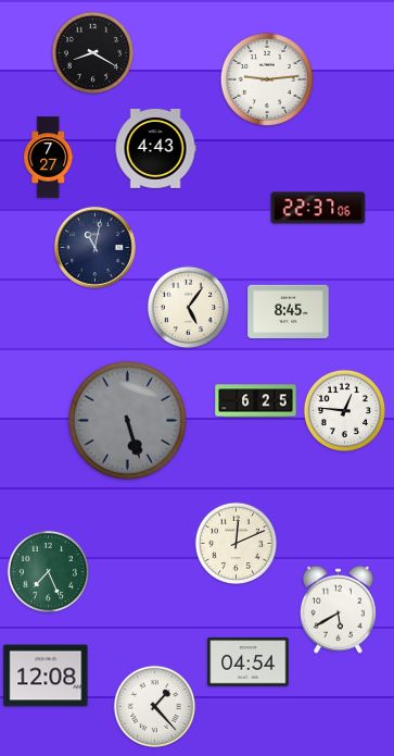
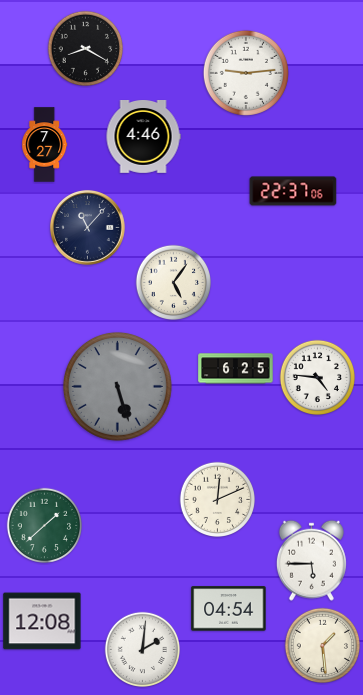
clock at (155, 149): 4:43 -> 4:46
clock at (94, 247): 11:02 -> 11:07
clock at (289, 311): 8:45 -> none
clock at (345, 411): 12:46 -> 4:46
clock at (49, 572): 7:26 -> 1:38
clock at (338, 609): 5:40 -> 5:45
clock at (323, 646): none -> 1:29
clock at (155, 707): 1:23 -> 2:01
